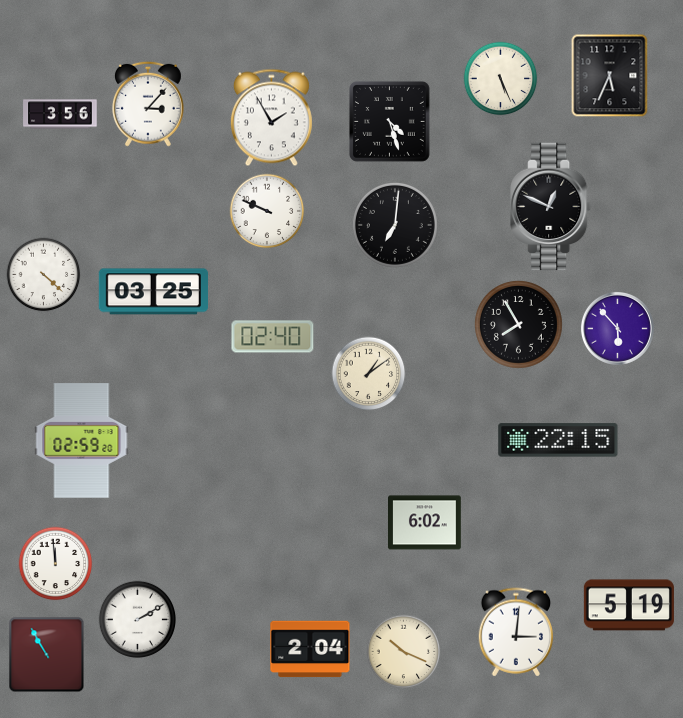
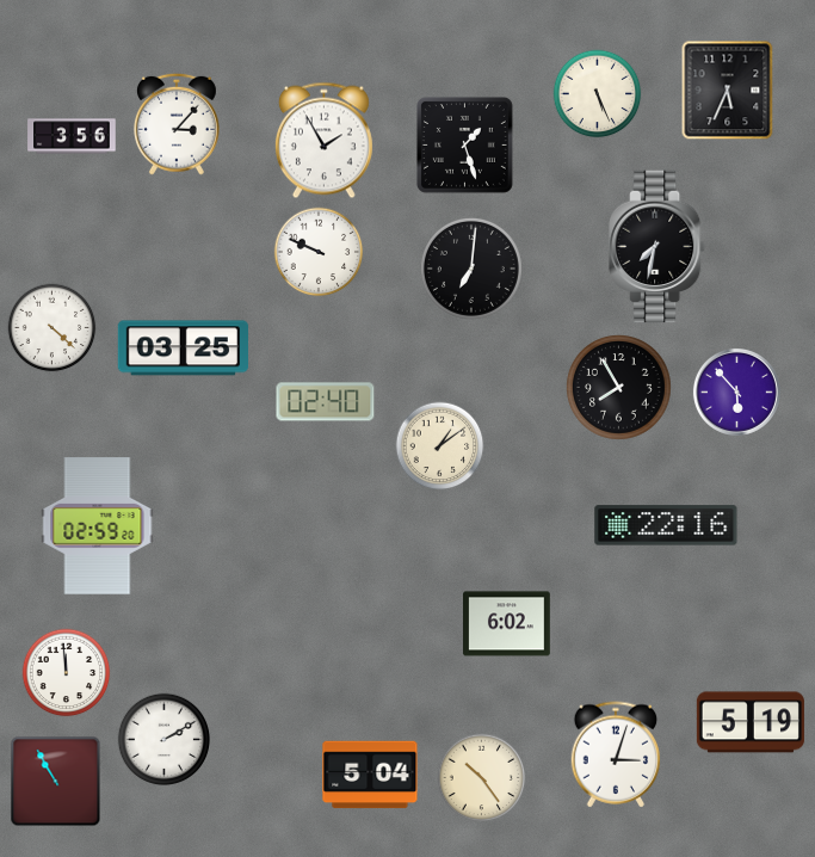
clock at (389, 121): 4:27 -> 1:27
clock at (552, 207): 12:49 -> 7:32
clock at (558, 440): 22:15 -> 22:16
clock at (516, 632): 3:01 -> 3:03
clock at (310, 649): 2:04 -> 5:04
clock at (404, 652): 10:19 -> 10:24
